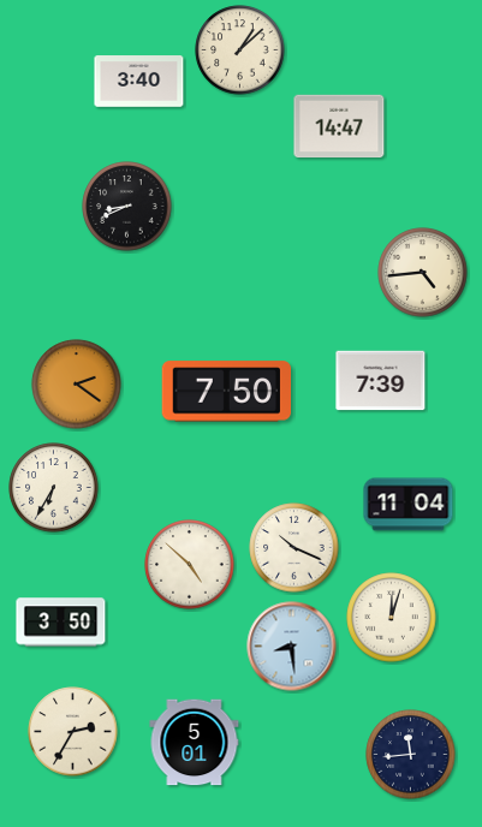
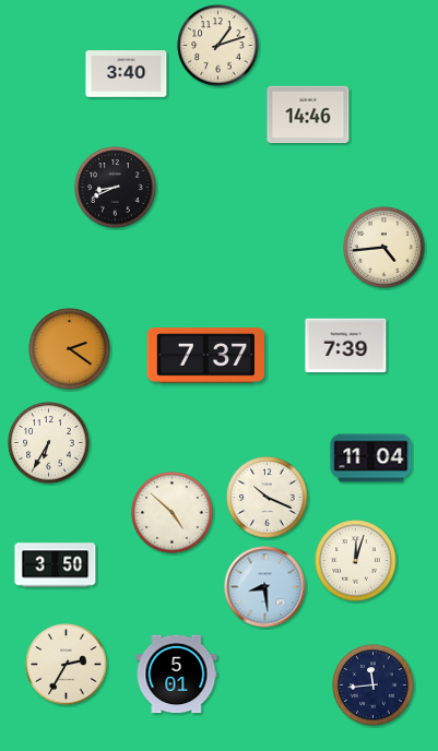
clock at (240, 50): 1:08 -> 1:12
clock at (339, 126): 14:47 -> 14:46
clock at (226, 392): 7:50 -> 7:37
